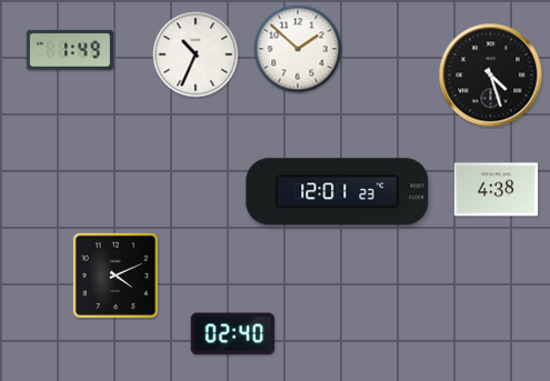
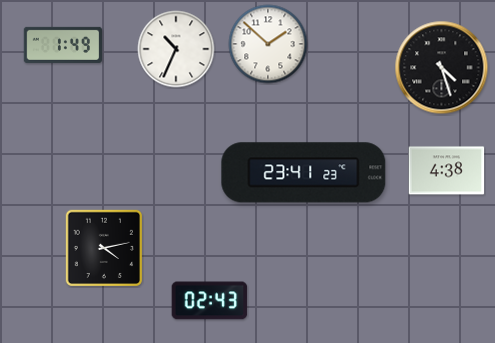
clock at (338, 192): 12:01 -> 23:41
clock at (114, 274): 4:11 -> 4:13
clock at (233, 334): 02:40 -> 02:43
